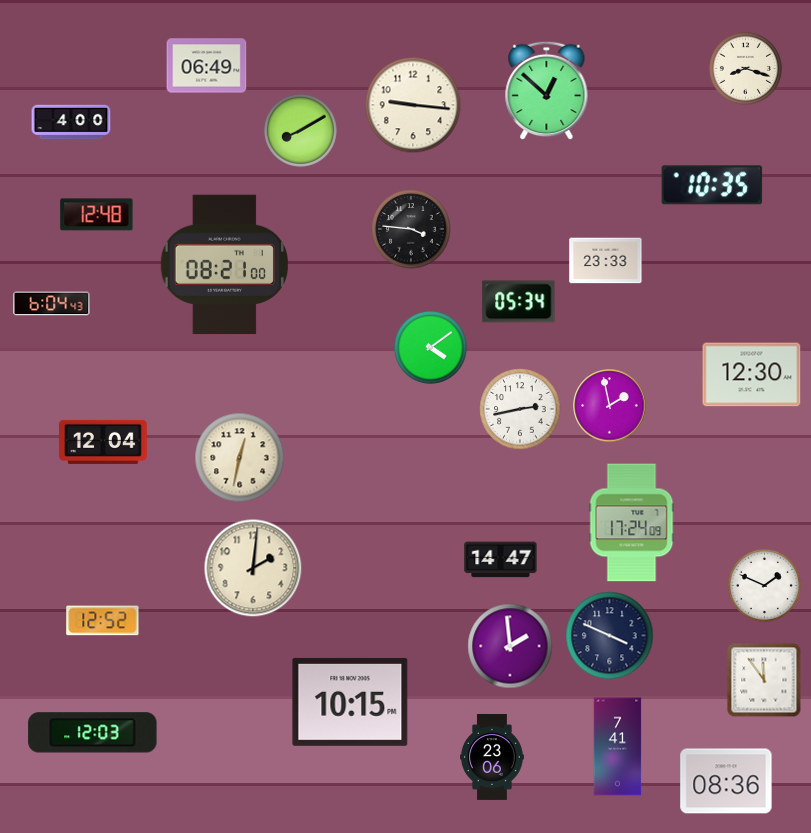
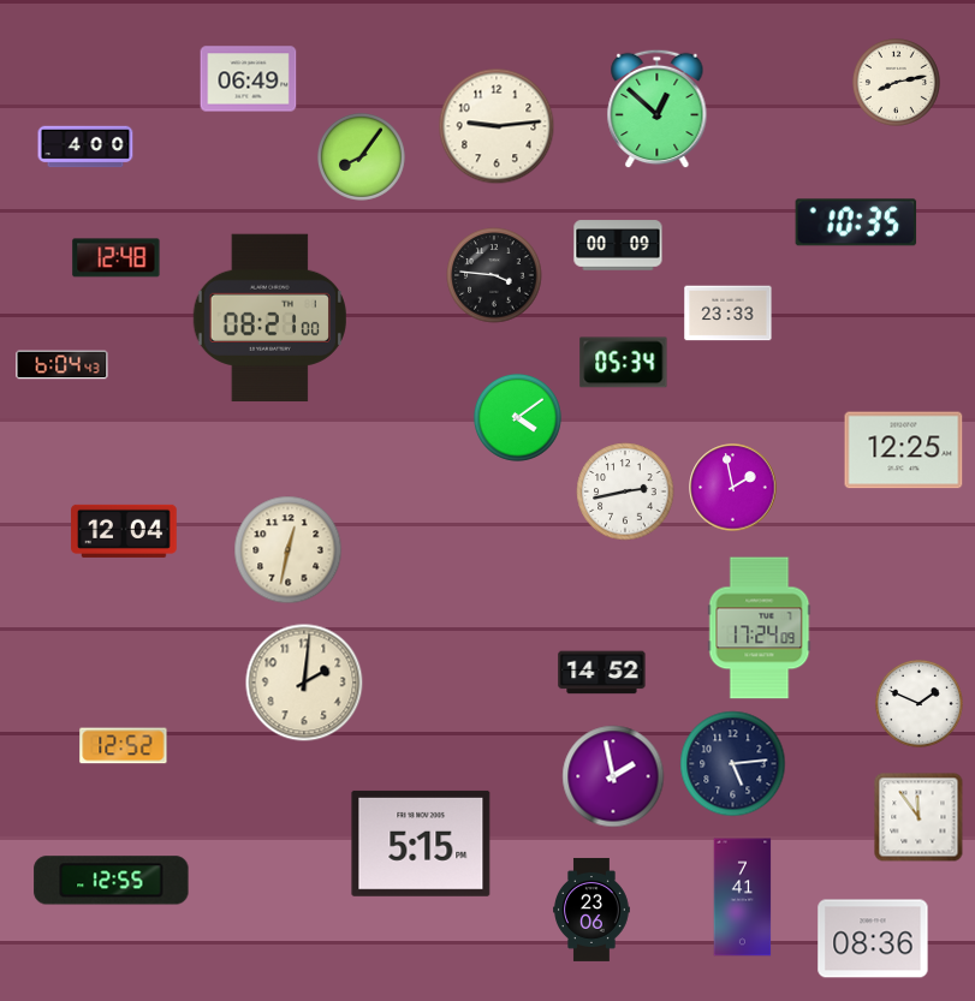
clock at (745, 68): 8:18 -> 8:13
clock at (413, 105): 9:16 -> 9:14
clock at (300, 130): 8:10 -> 8:06
clock at (618, 245): none -> 00:09
clock at (752, 375): 12:30 -> 12:25
clock at (501, 560): 14:47 -> 14:52
clock at (610, 636): 3:49 -> 5:14
clock at (510, 646): 1:59 -> 1:58
clock at (350, 702): 10:15 -> 5:15
clock at (93, 733): 12:03 -> 12:55
